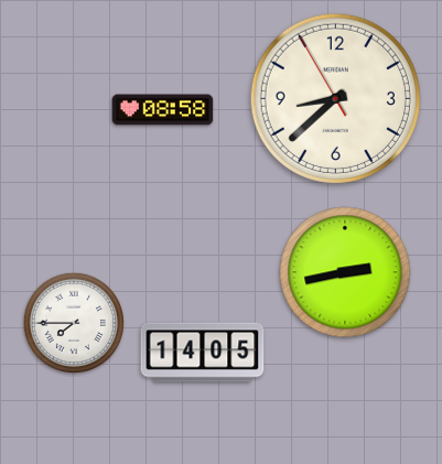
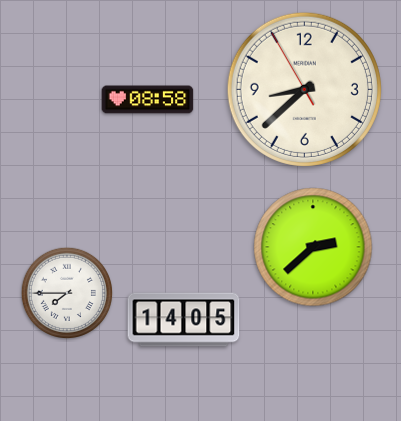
clock at (345, 272): 2:43 -> 2:38
